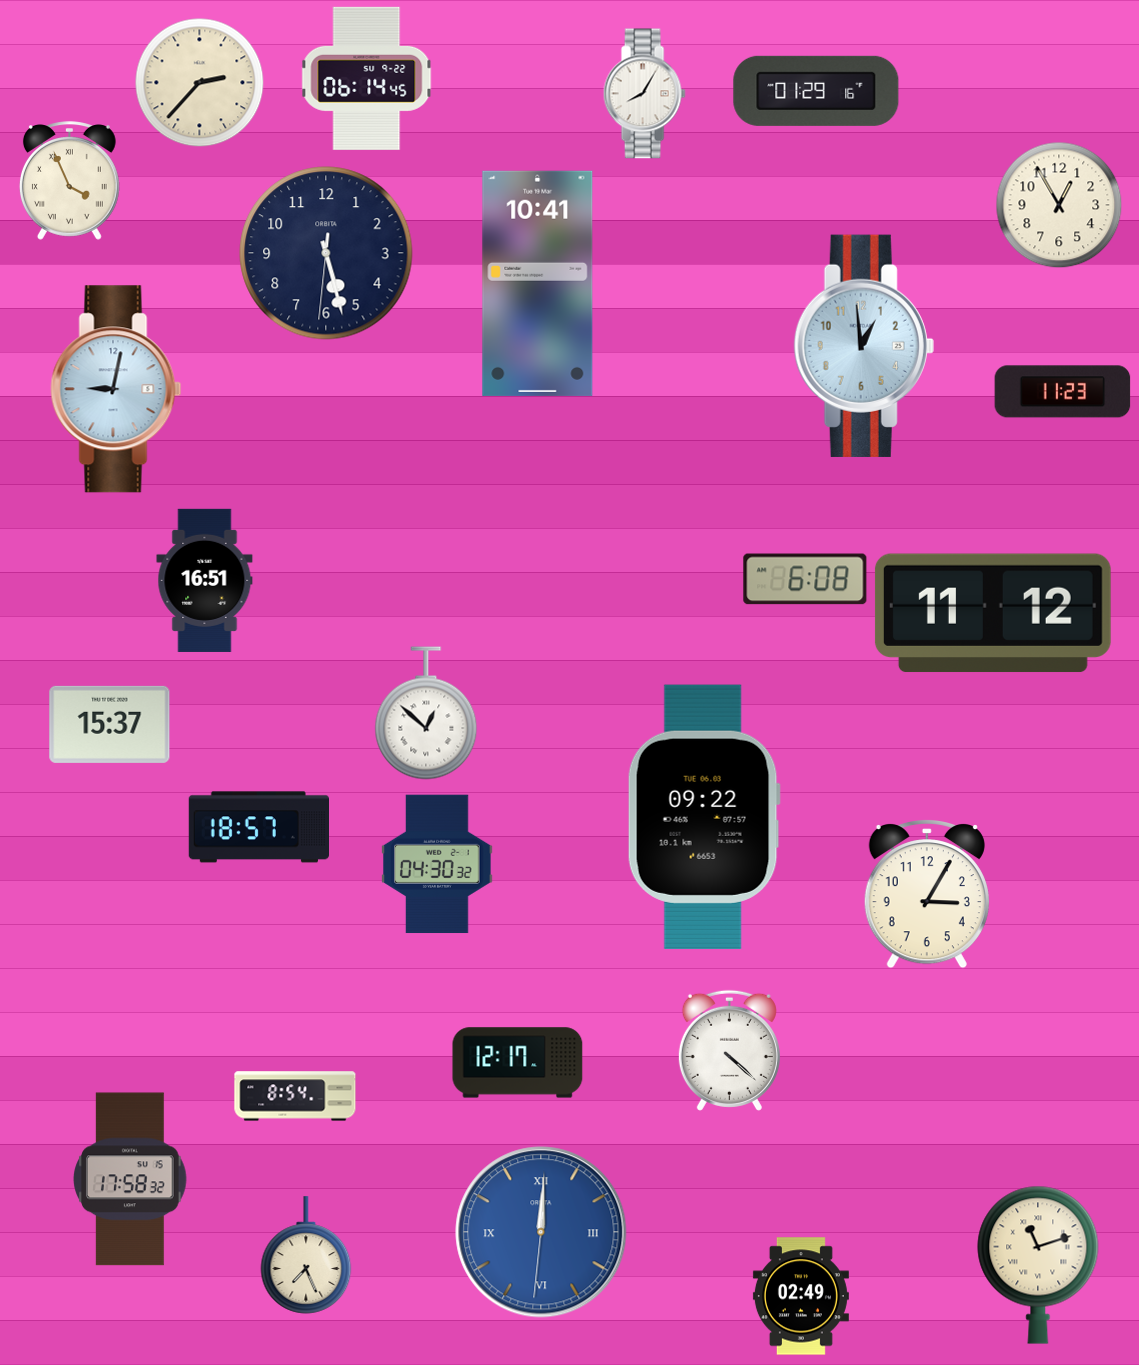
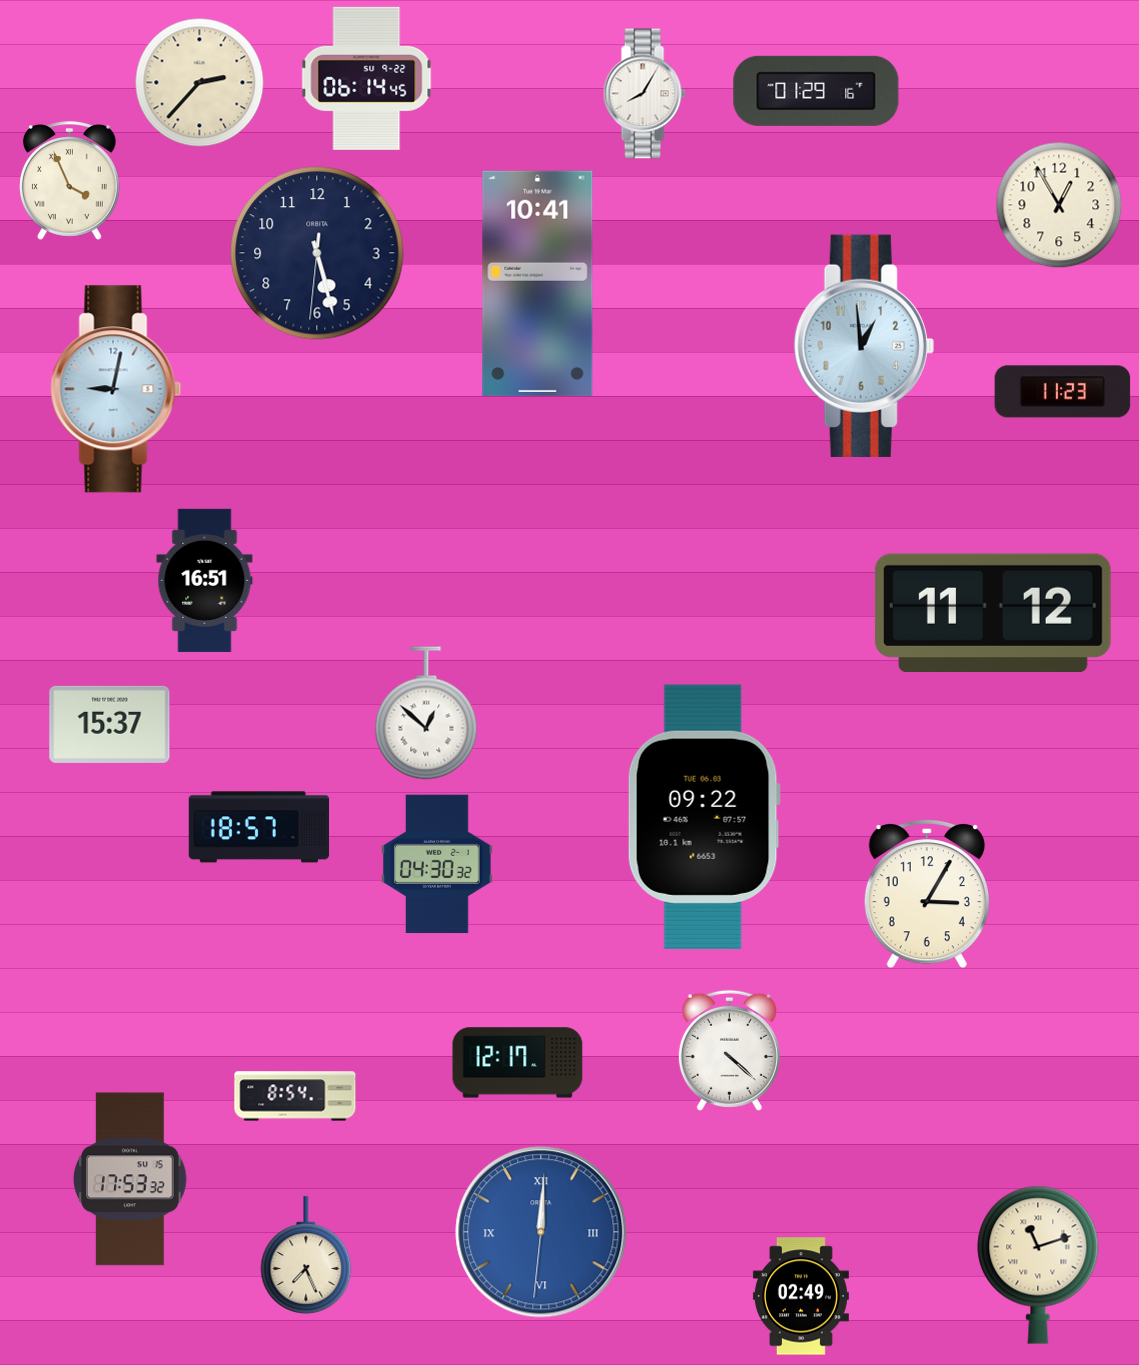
clock at (326, 253) position: (326, 253) -> (317, 253)
clock at (805, 579): 6:08 -> none
clock at (130, 1179): 17:58 -> 17:53
